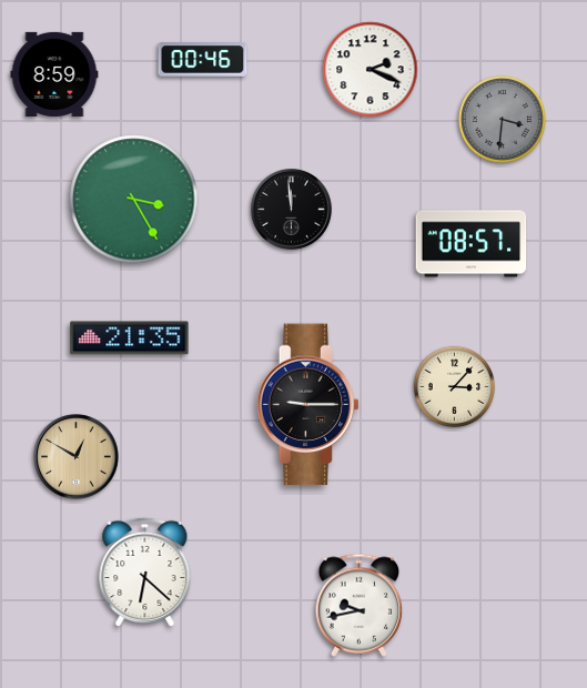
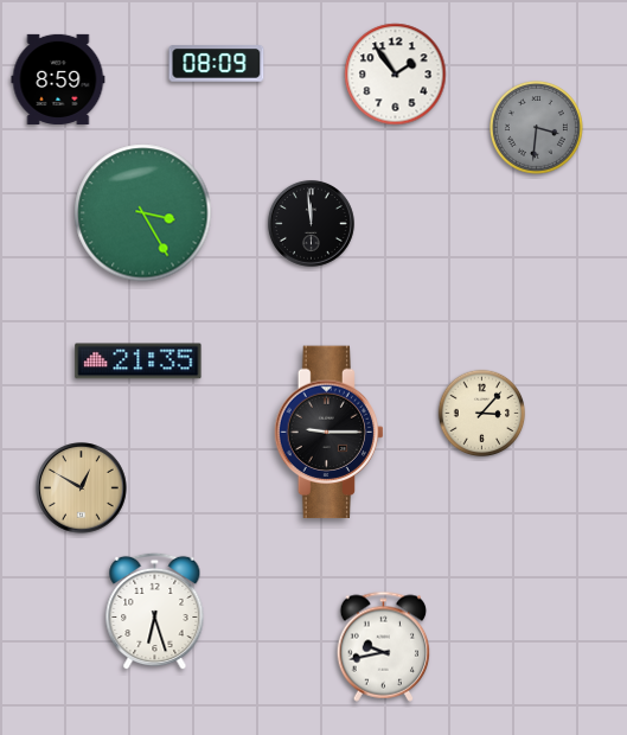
clock at (203, 60): 00:46 -> 08:09
clock at (371, 70): 2:19 -> 1:54
clock at (472, 244): 08:57 -> none
clock at (455, 387) position: (455, 387) -> (482, 414)
clock at (145, 573): 6:22 -> 6:27
